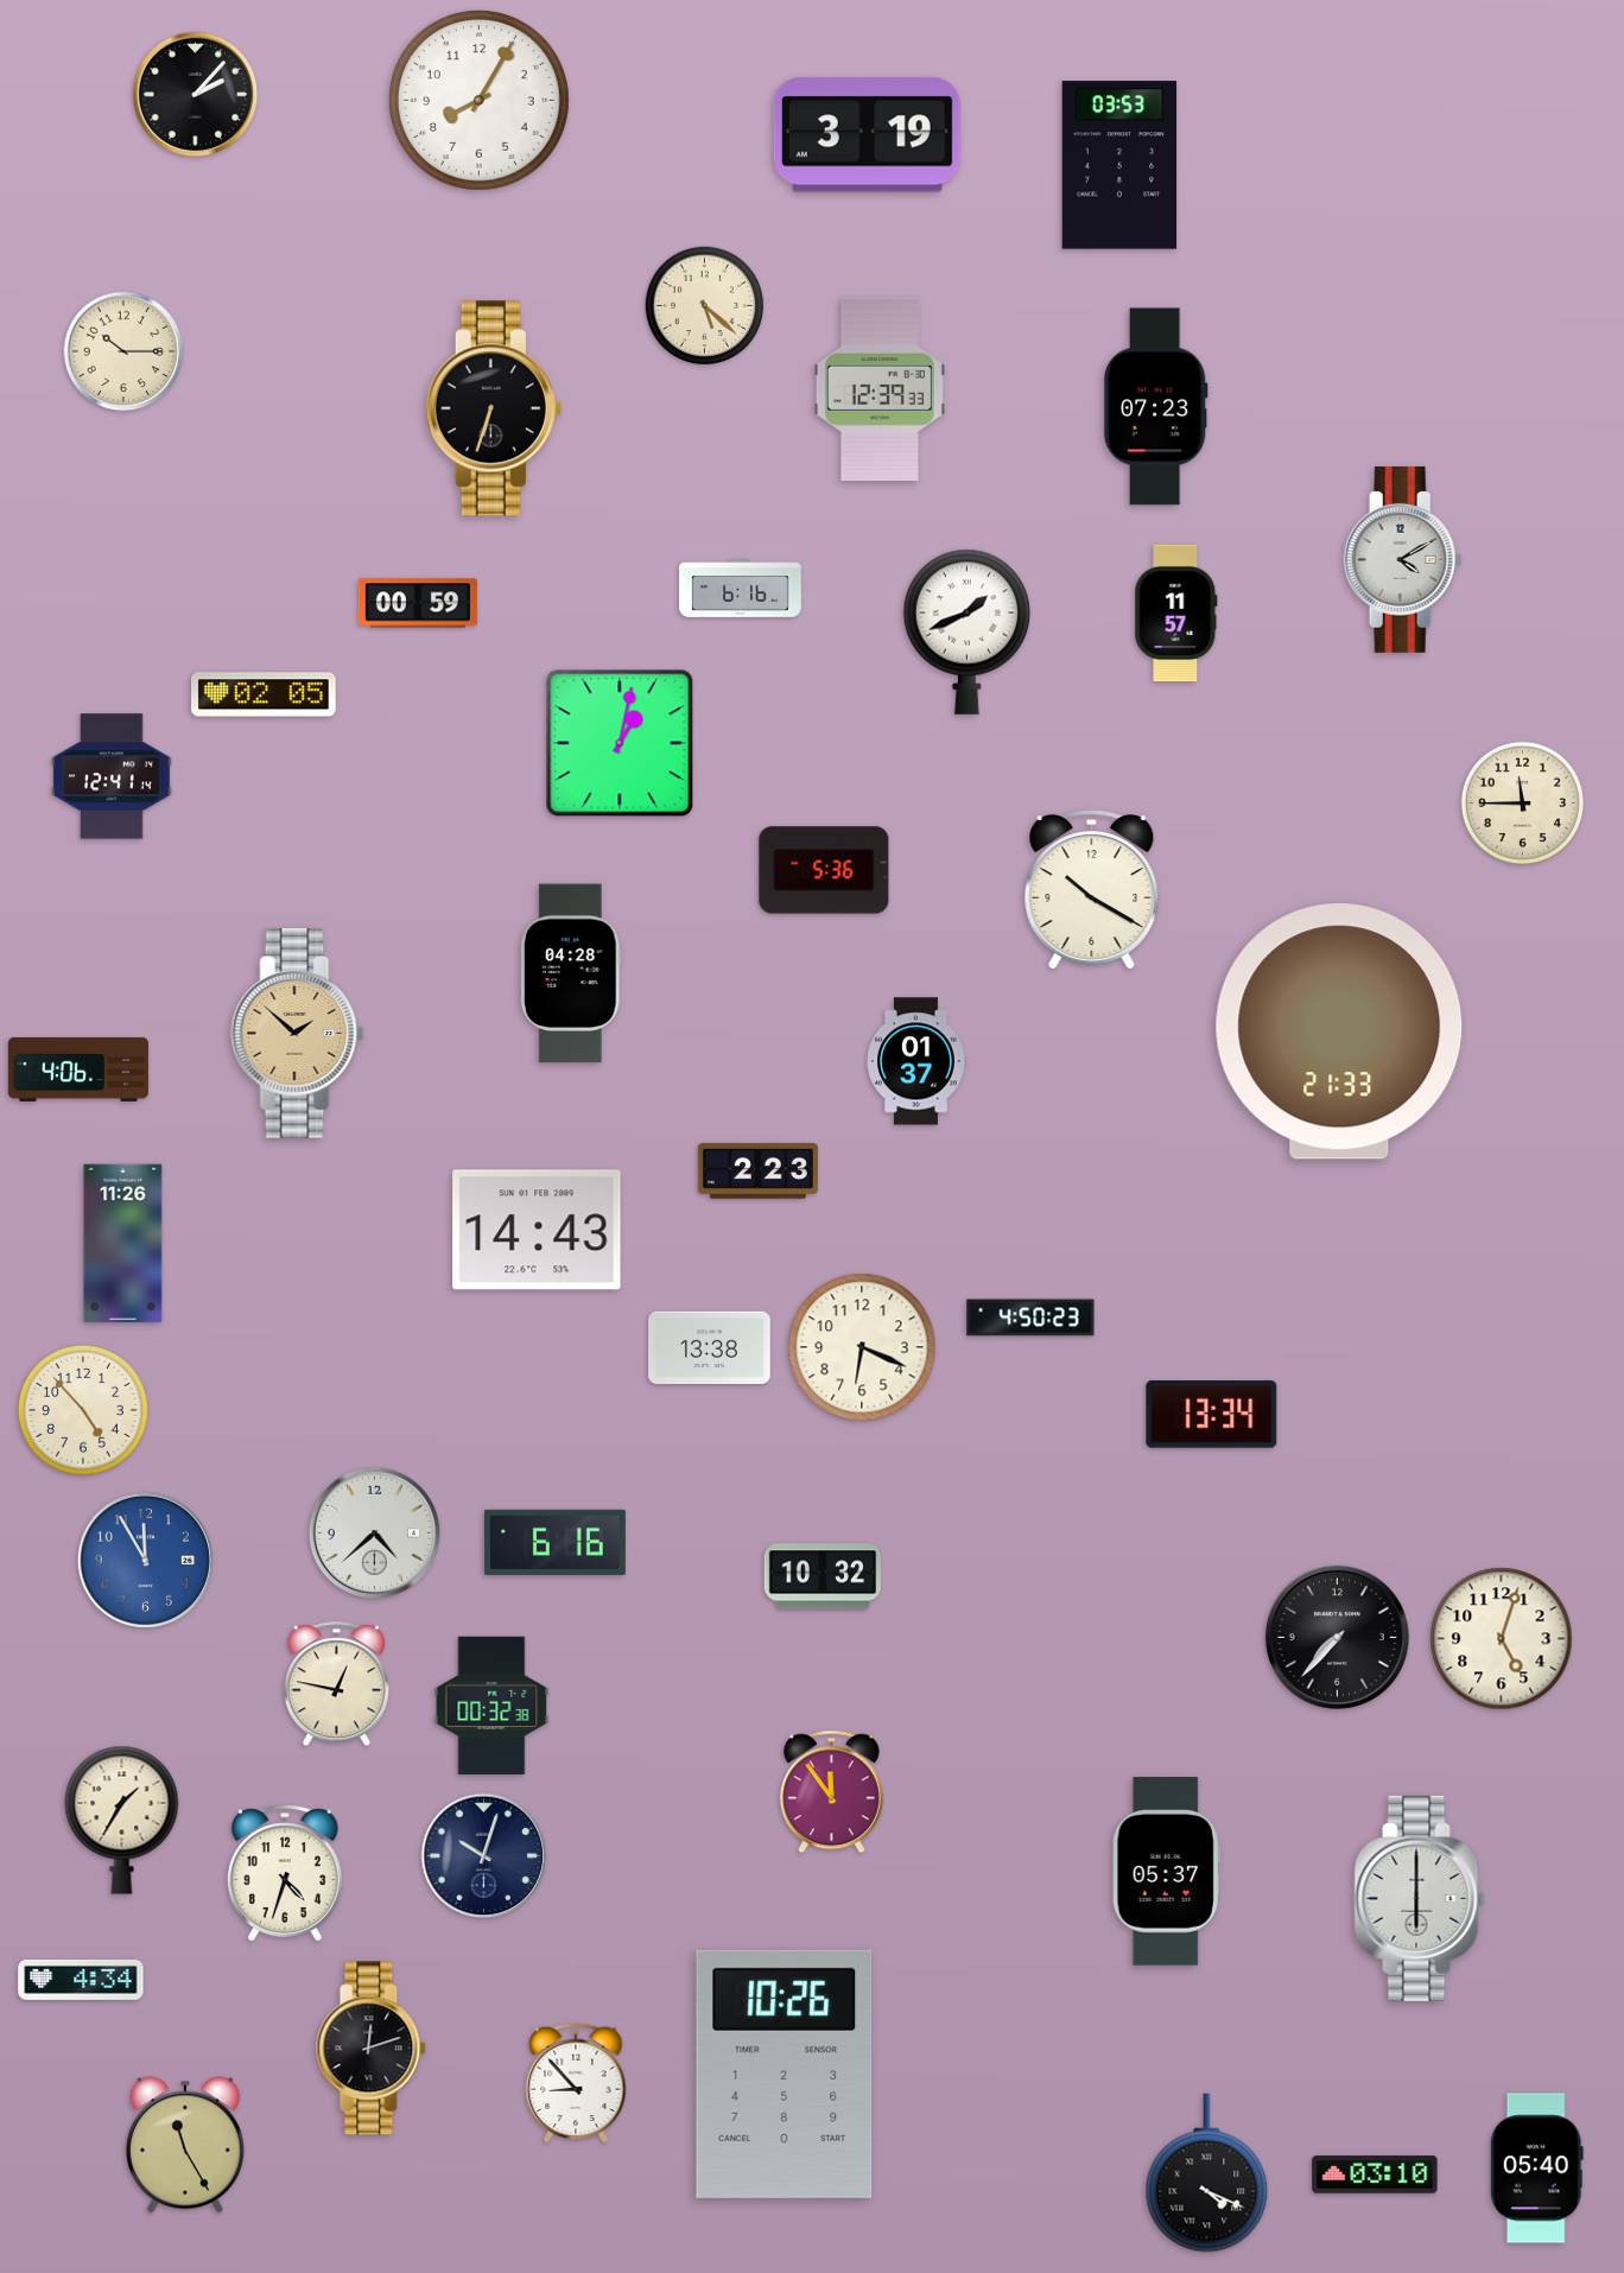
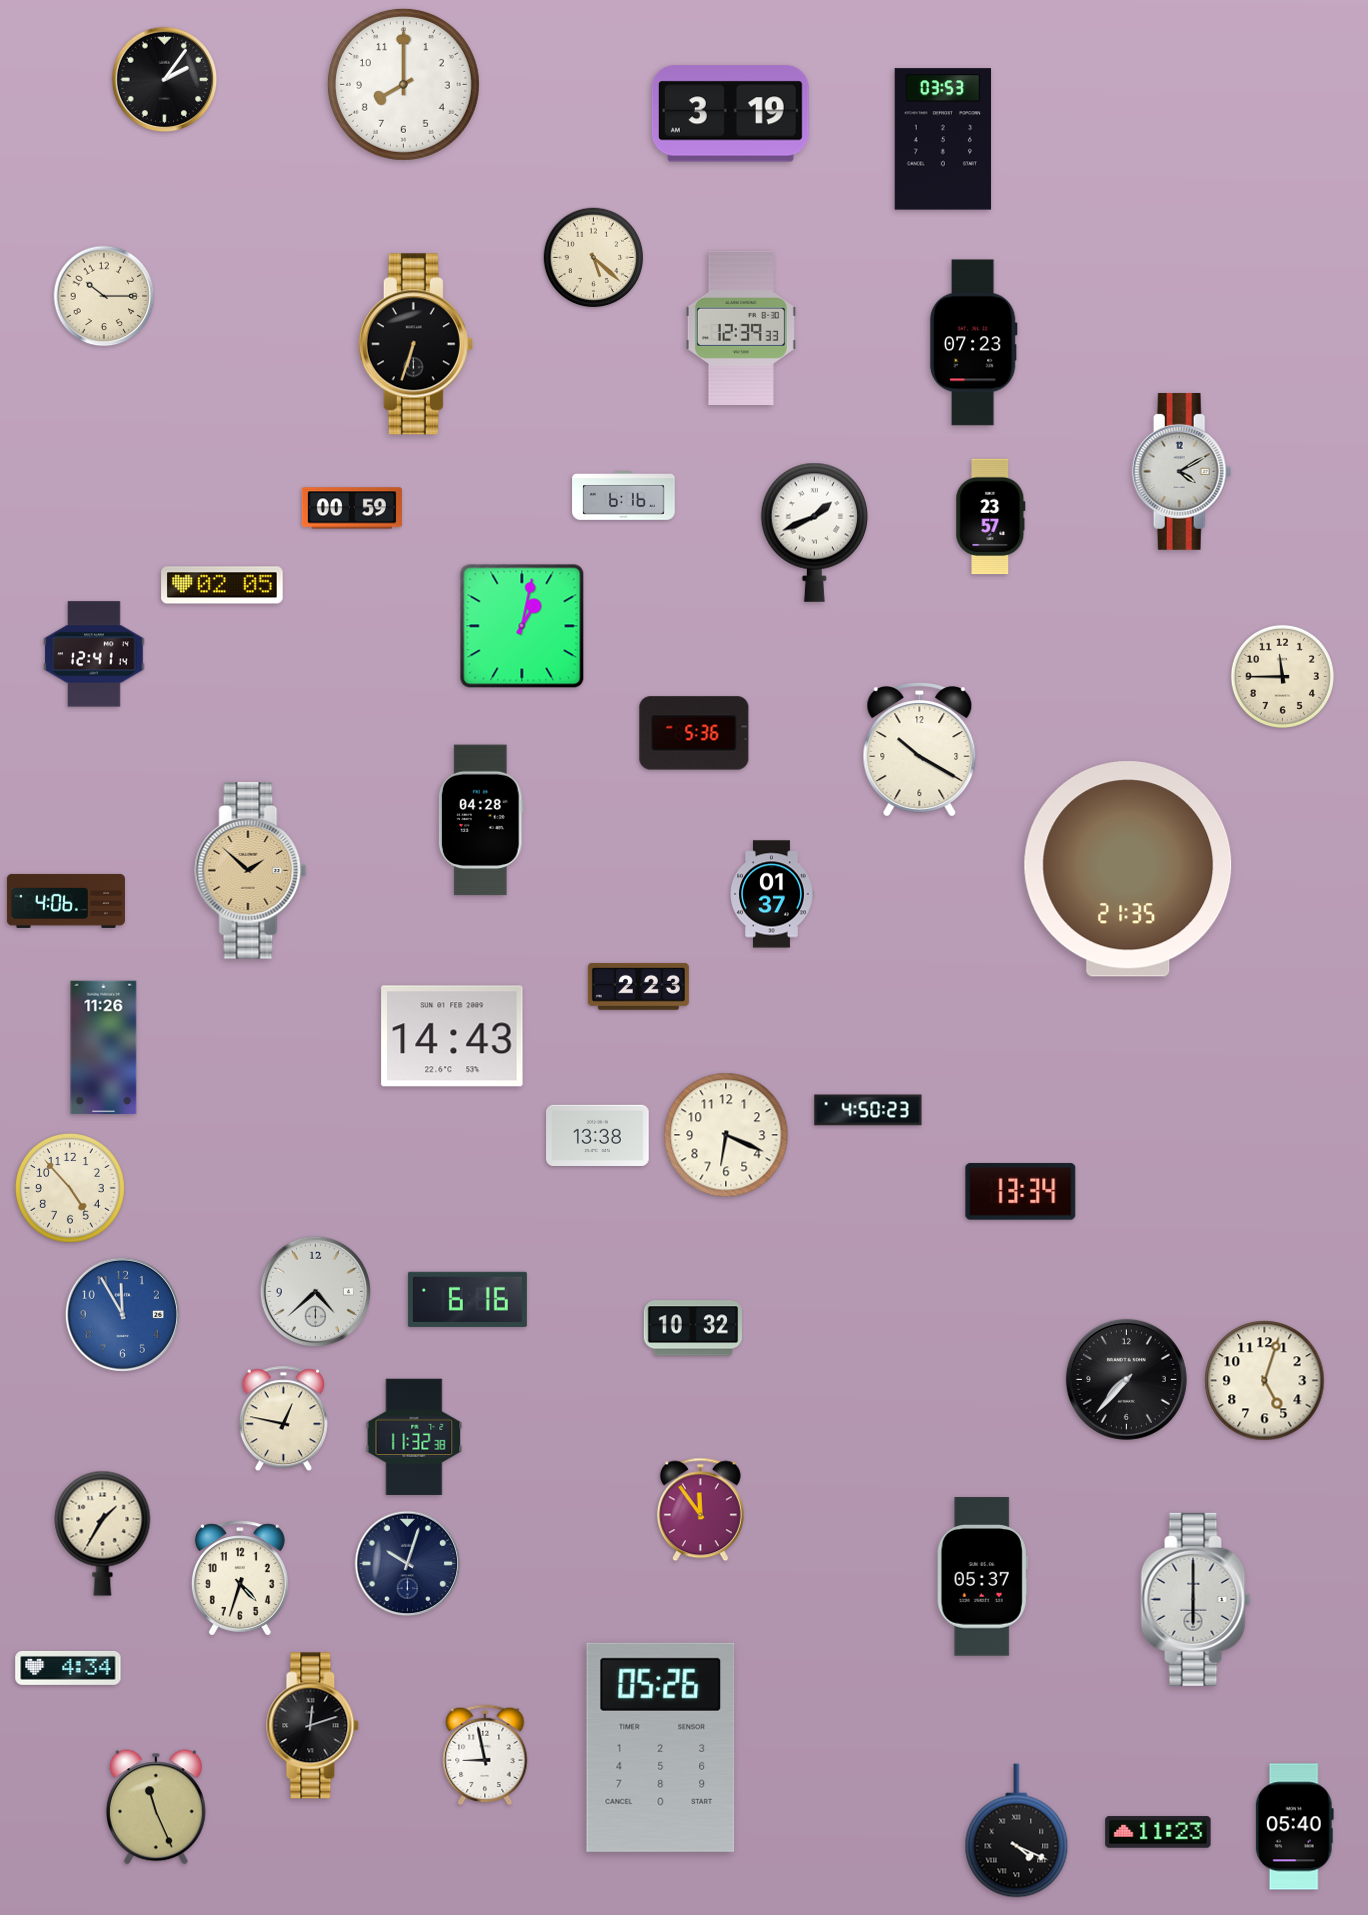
clock at (196, 95): 2:07 -> 2:06
clock at (478, 100): 8:05 -> 8:00
clock at (1176, 614): 11:57 -> 23:57
clock at (1339, 1031): 21:33 -> 21:35
clock at (491, 1706): 00:32 -> 11:32
clock at (785, 2074): 10:26 -> 05:26
clock at (576, 2083): 8:53 -> 8:58
clock at (185, 2145): 11:25 -> 11:26
clock at (1375, 2174): 03:10 -> 11:23
